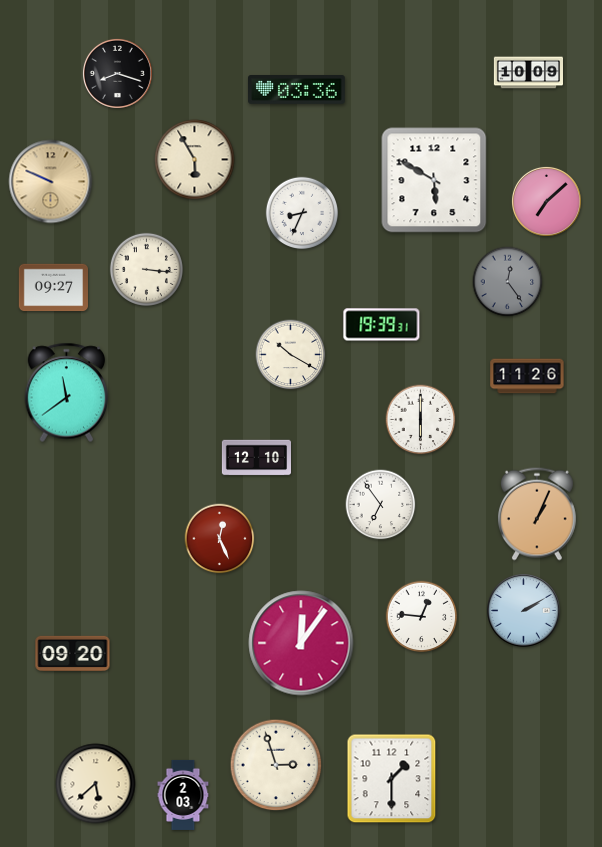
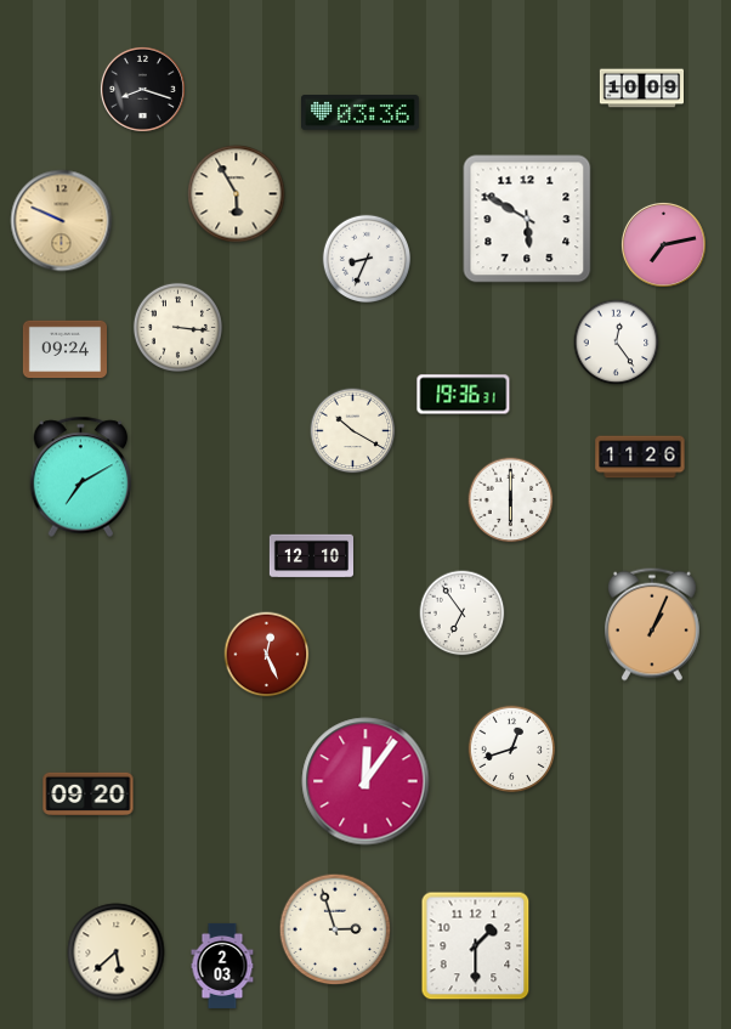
clock at (297, 90) position: (297, 90) -> (361, 113)
clock at (546, 201): 7:08 -> 7:13
clock at (508, 282) dial: grey -> white
clock at (53, 288): 09:27 -> 09:24
clock at (382, 325): 19:39 -> 19:36
clock at (67, 393): 11:39 -> 7:10
clock at (421, 420) position: (421, 420) -> (511, 501)
clock at (524, 611): 2:10 -> none
clock at (422, 617): 12:46 -> 12:42
